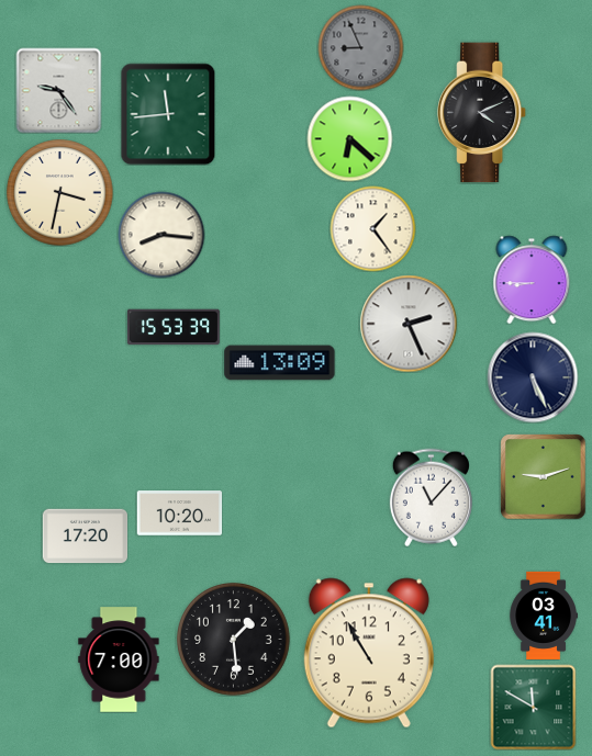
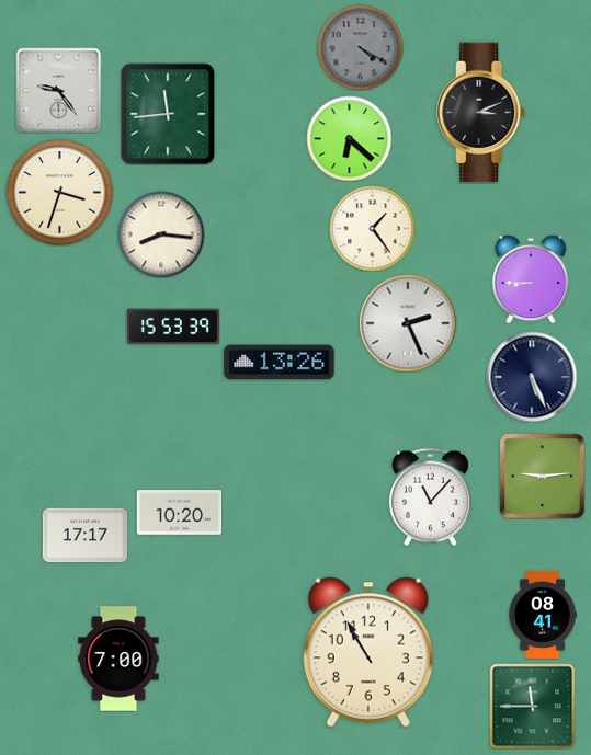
clock at (360, 47): 8:56 -> 4:20
clock at (483, 113): 4:11 -> 3:11
clock at (60, 193): 3:32 -> 3:33
clock at (280, 363): 13:09 -> 13:26
clock at (543, 476): 9:12 -> 9:14
clock at (85, 537): 17:20 -> 17:17
clock at (543, 614): 03:41 -> 08:41
clock at (234, 640): 1:29 -> none
clock at (533, 707): 11:50 -> 11:45
